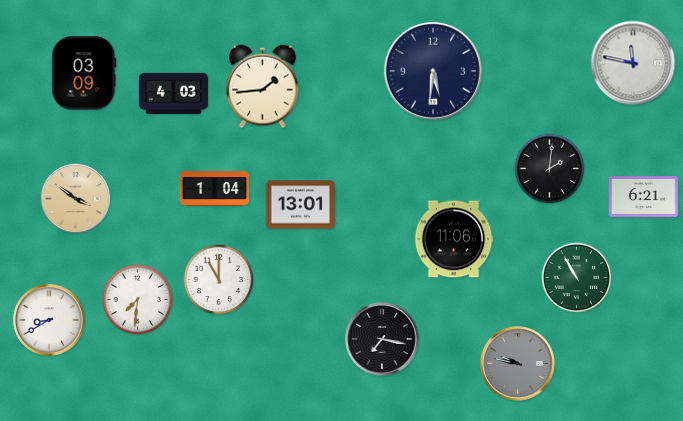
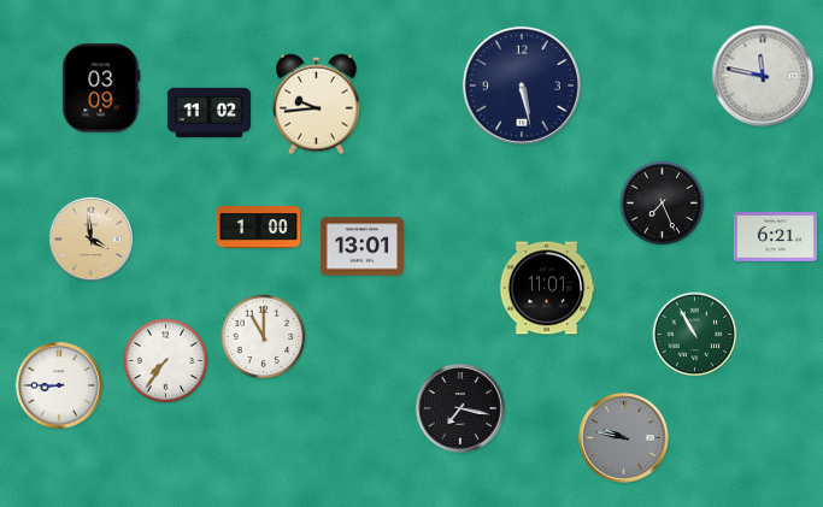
clock at (433, 71): 5:31 -> 5:28
clock at (263, 87): 1:44 -> 9:44
clock at (173, 93): 4:03 -> 11:02
clock at (550, 169): 2:01 -> 7:26
clock at (214, 189): 1:04 -> 1:00
clock at (75, 198): 3:51 -> 3:59
clock at (454, 239): 11:06 -> 11:01
clock at (138, 300): 7:31 -> 7:36
clock at (49, 320): 8:40 -> 8:45
